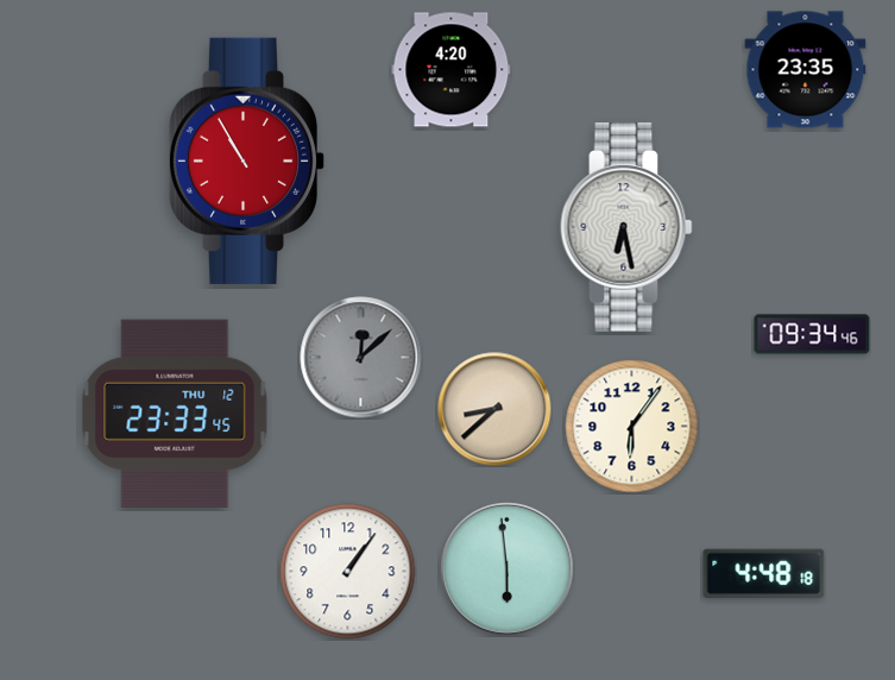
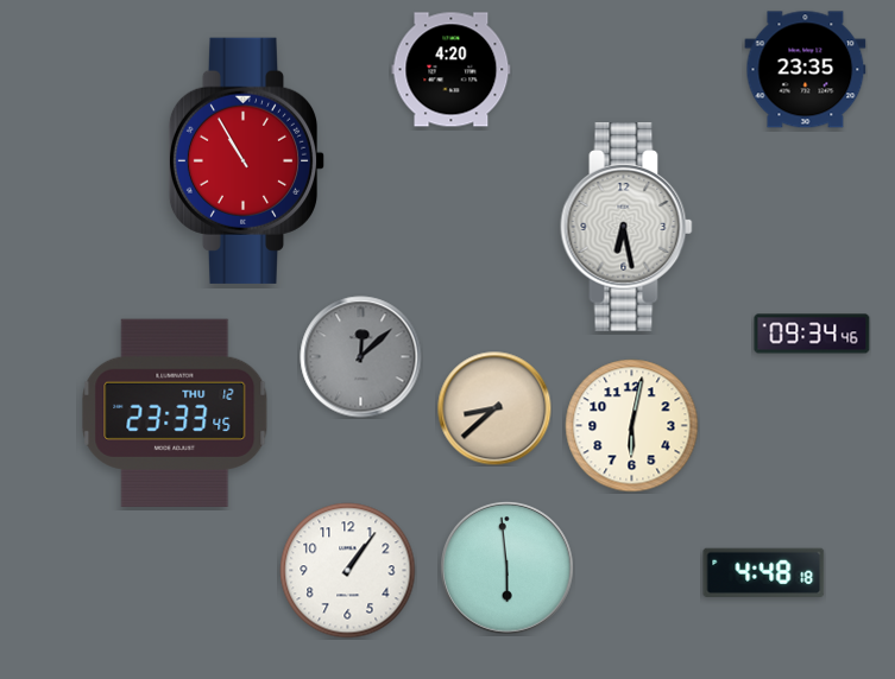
clock at (632, 427): 6:06 -> 6:02
